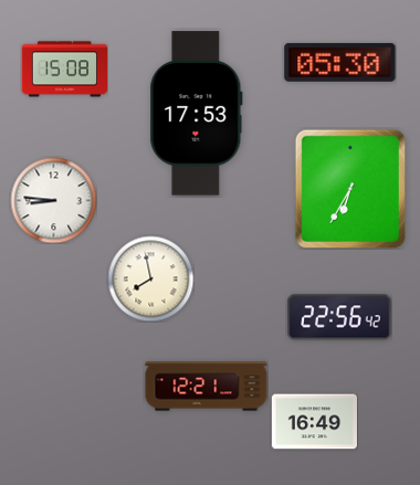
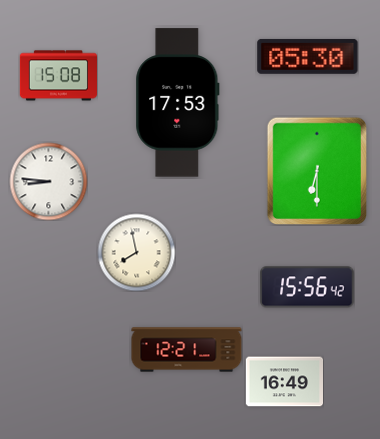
clock at (64, 70) position: (64, 70) -> (58, 76)
clock at (349, 188): 6:35 -> 6:30
clock at (339, 317): 22:56 -> 15:56
